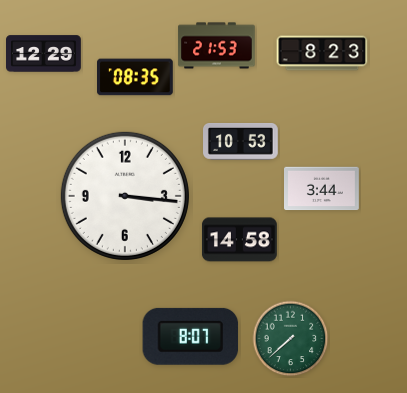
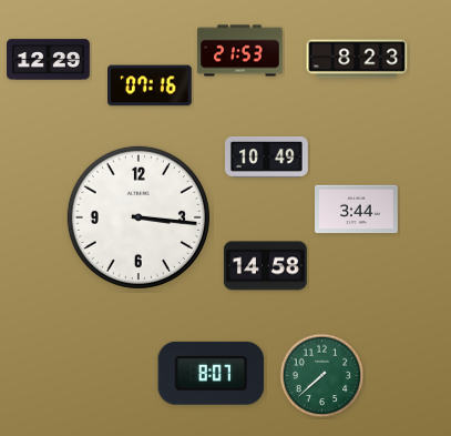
clock at (135, 77): 08:35 -> 07:16
clock at (241, 142): 10:53 -> 10:49
